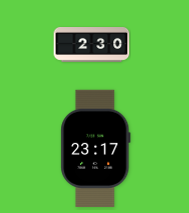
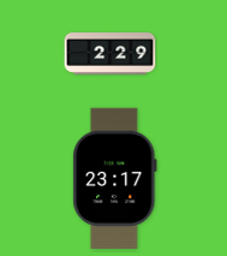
clock at (92, 45): 2:30 -> 2:29
